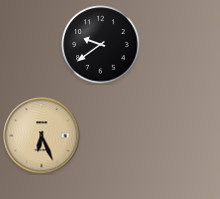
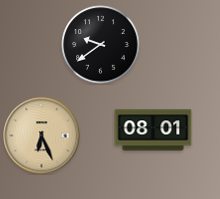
clock at (153, 130): none -> 08:01
